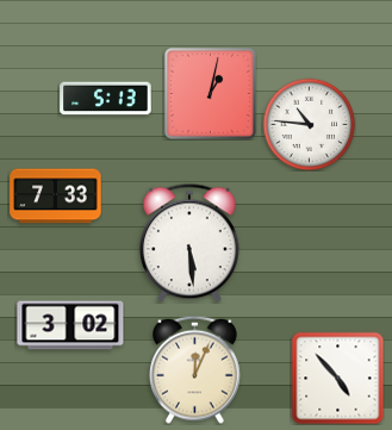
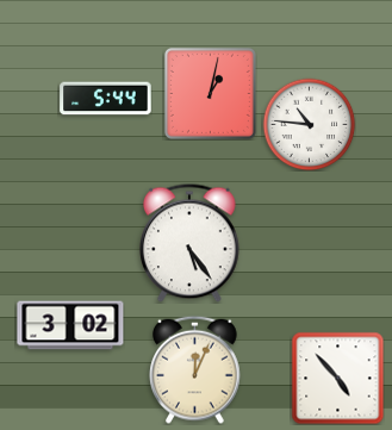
clock at (106, 99): 5:13 -> 5:44
clock at (56, 197): 7:33 -> none
clock at (191, 243): 5:29 -> 5:24
